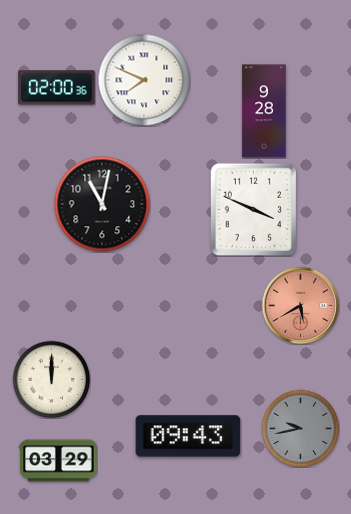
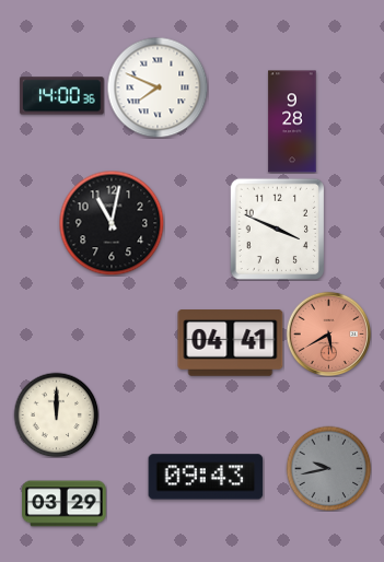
clock at (57, 88): 02:00 -> 14:00
clock at (264, 111) position: (264, 111) -> (292, 121)
clock at (231, 343): none -> 04:41
